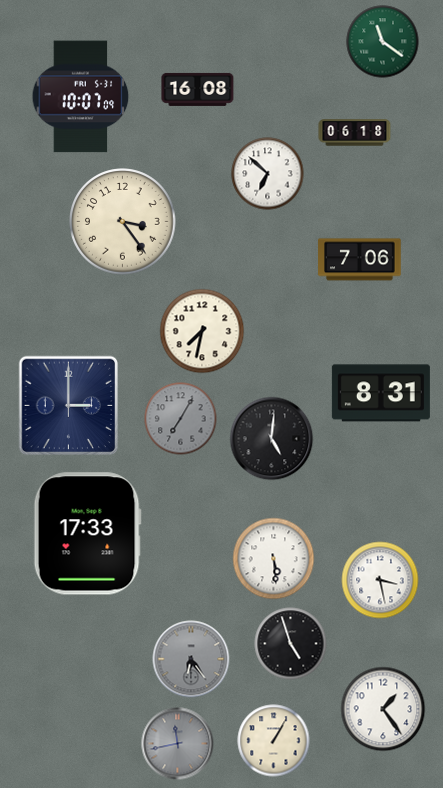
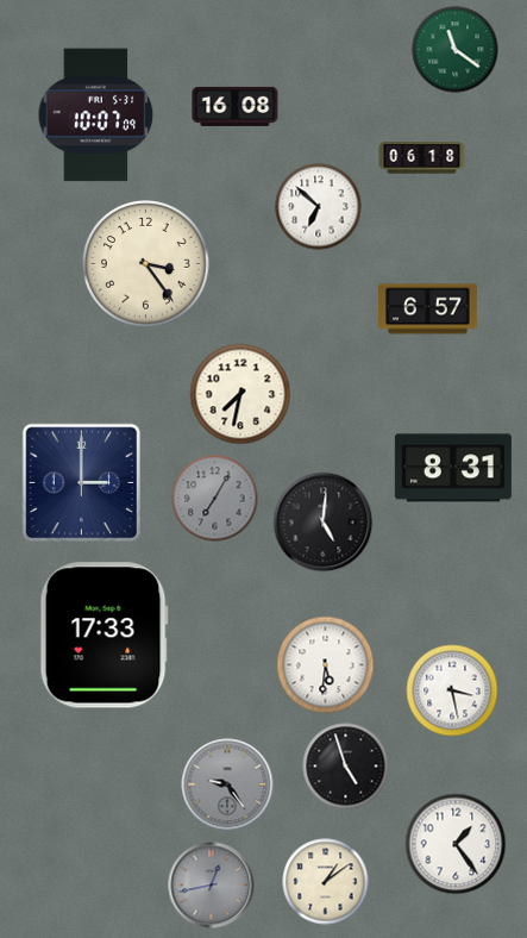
clock at (360, 260): 7:06 -> 6:57
clock at (274, 559): 5:29 -> 5:31
clock at (191, 659): 6:24 -> 9:24
clock at (274, 741): 1:05 -> 1:09
clock at (178, 744): 11:43 -> 12:43
